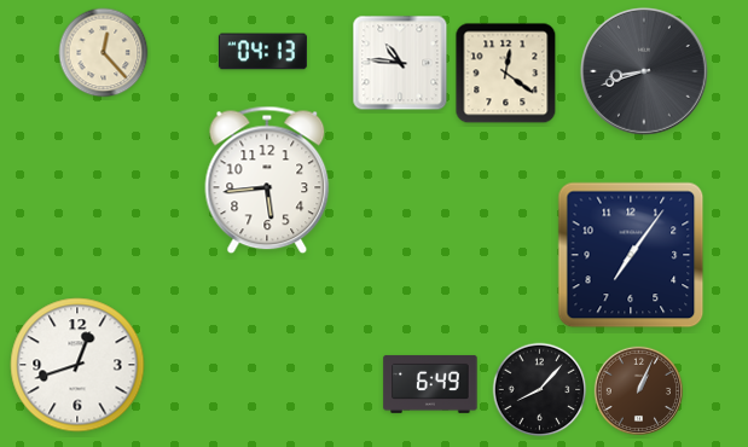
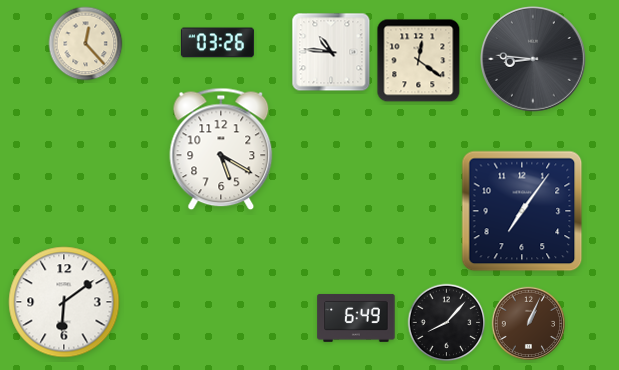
clock at (262, 52): 04:13 -> 03:26
clock at (644, 71): 8:42 -> 8:46
clock at (267, 180): 5:44 -> 5:20
clock at (77, 365): 12:42 -> 6:09
